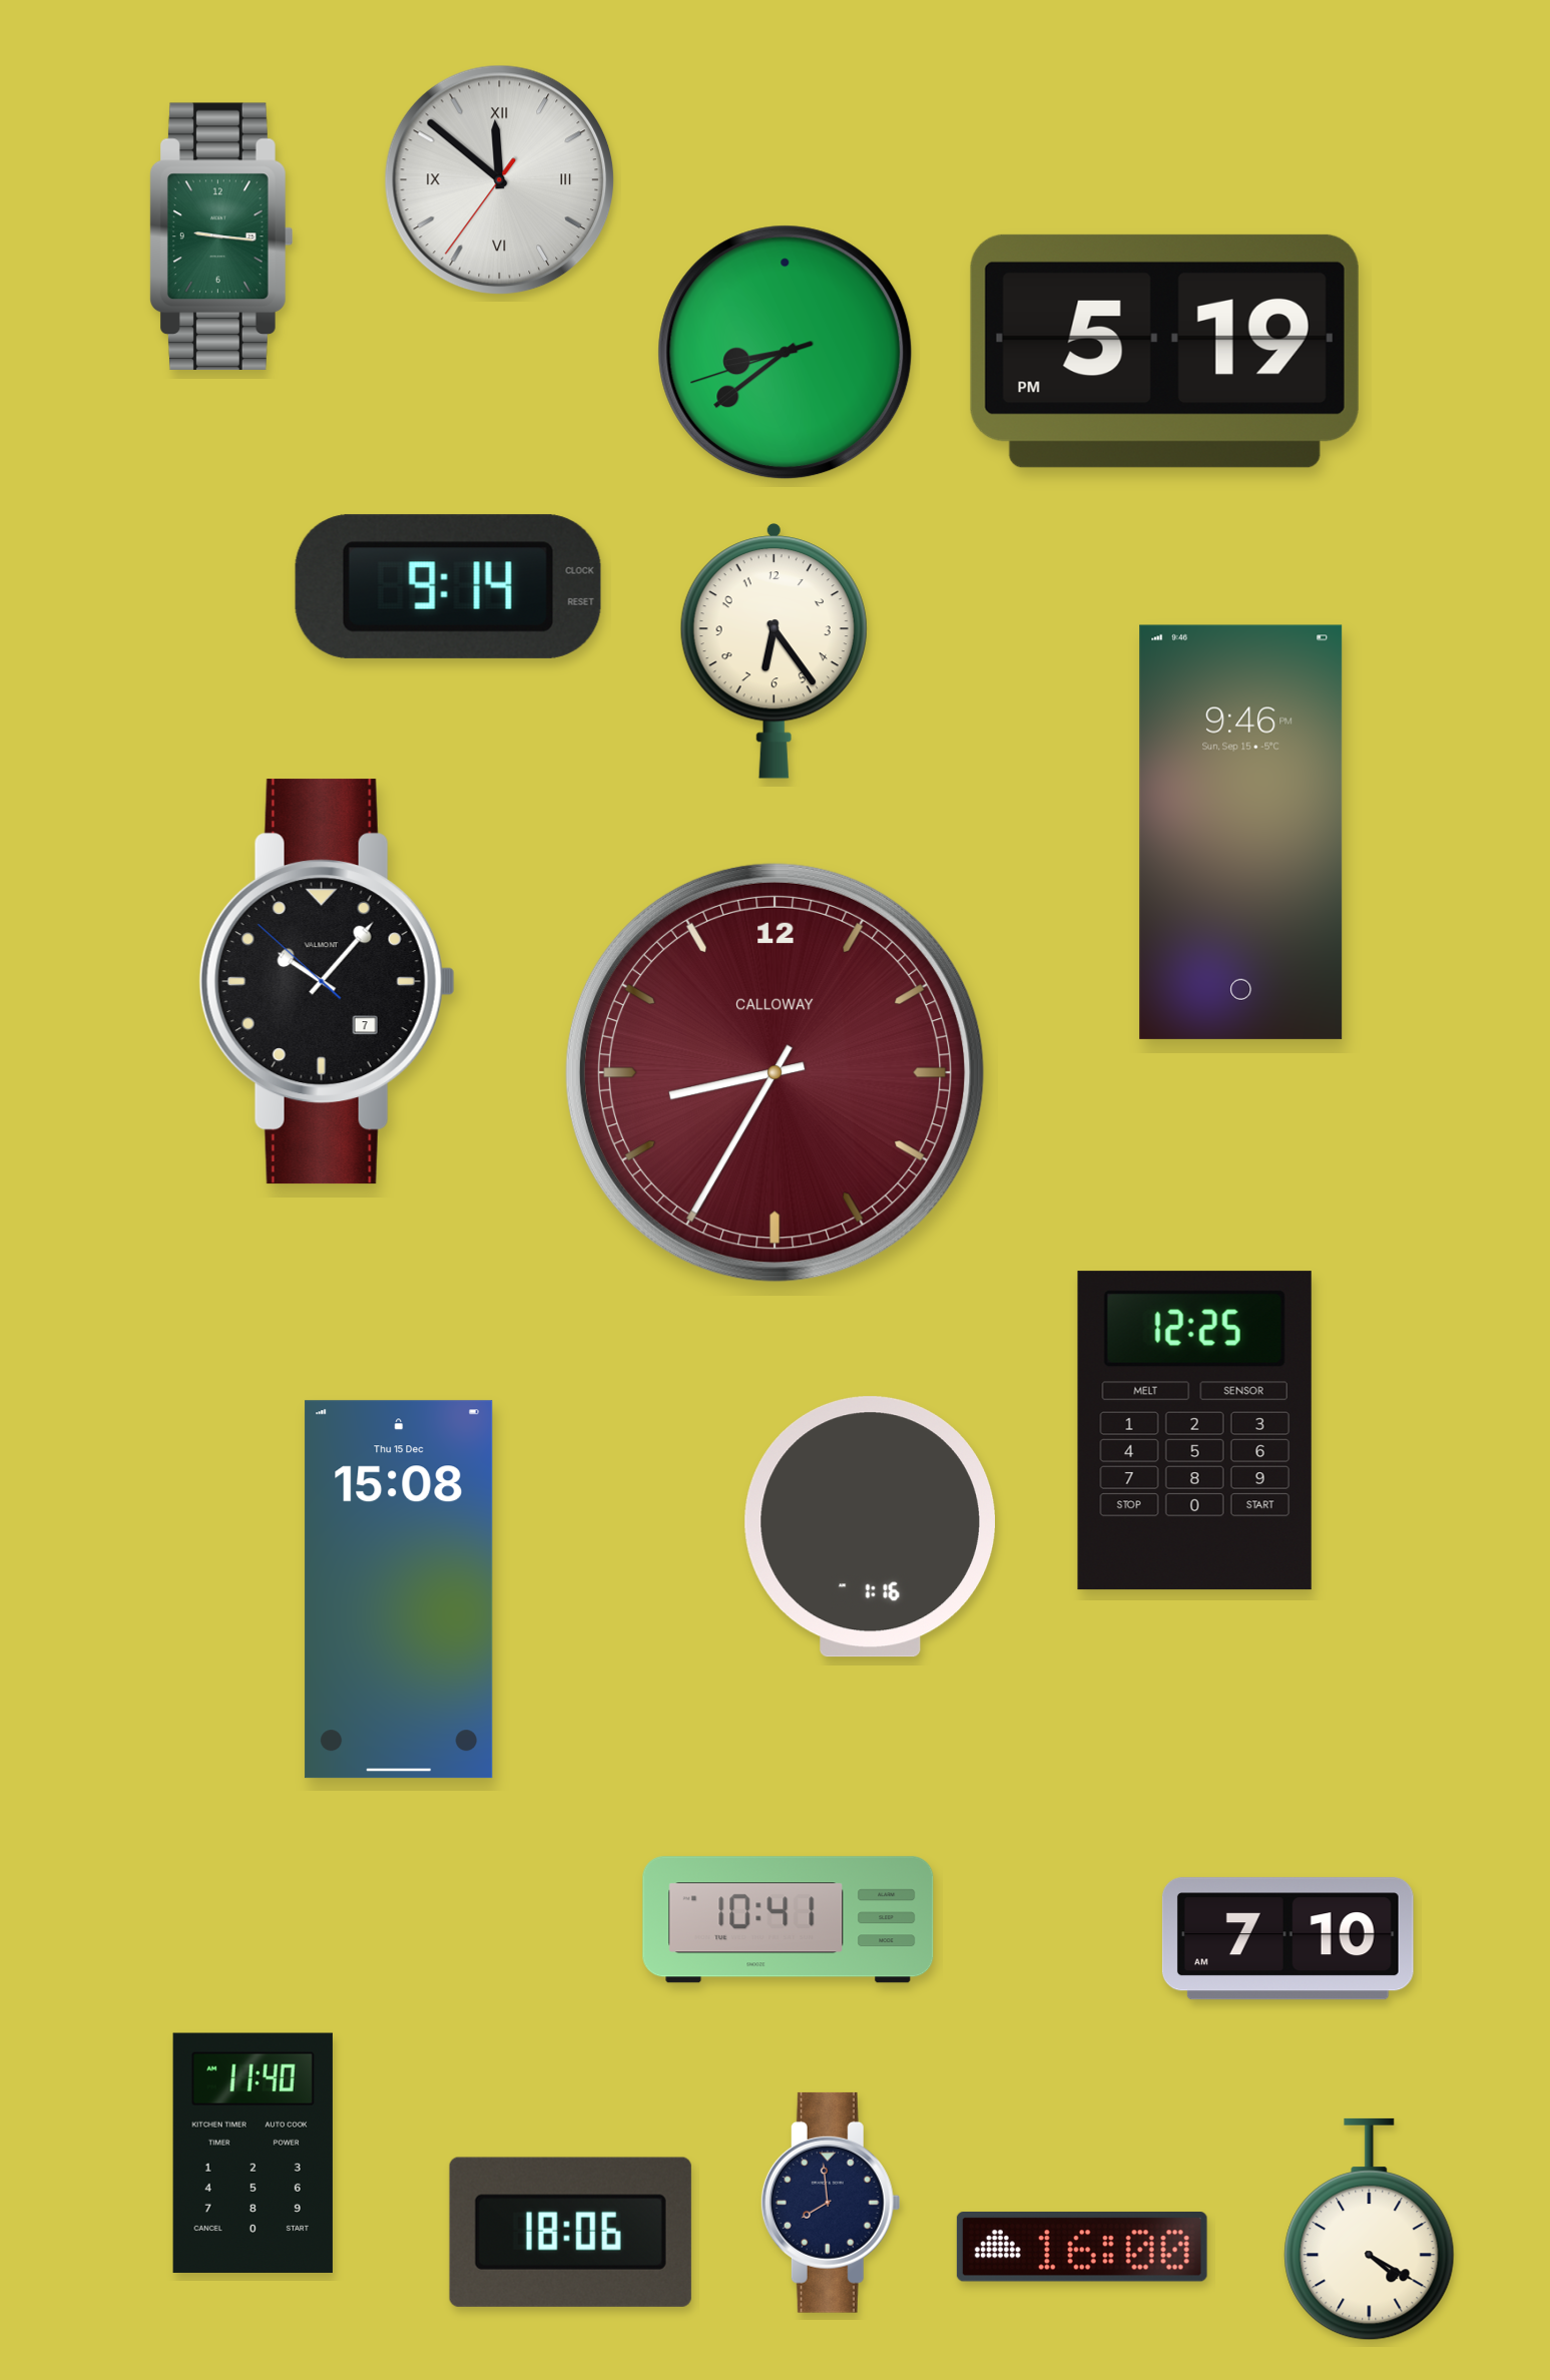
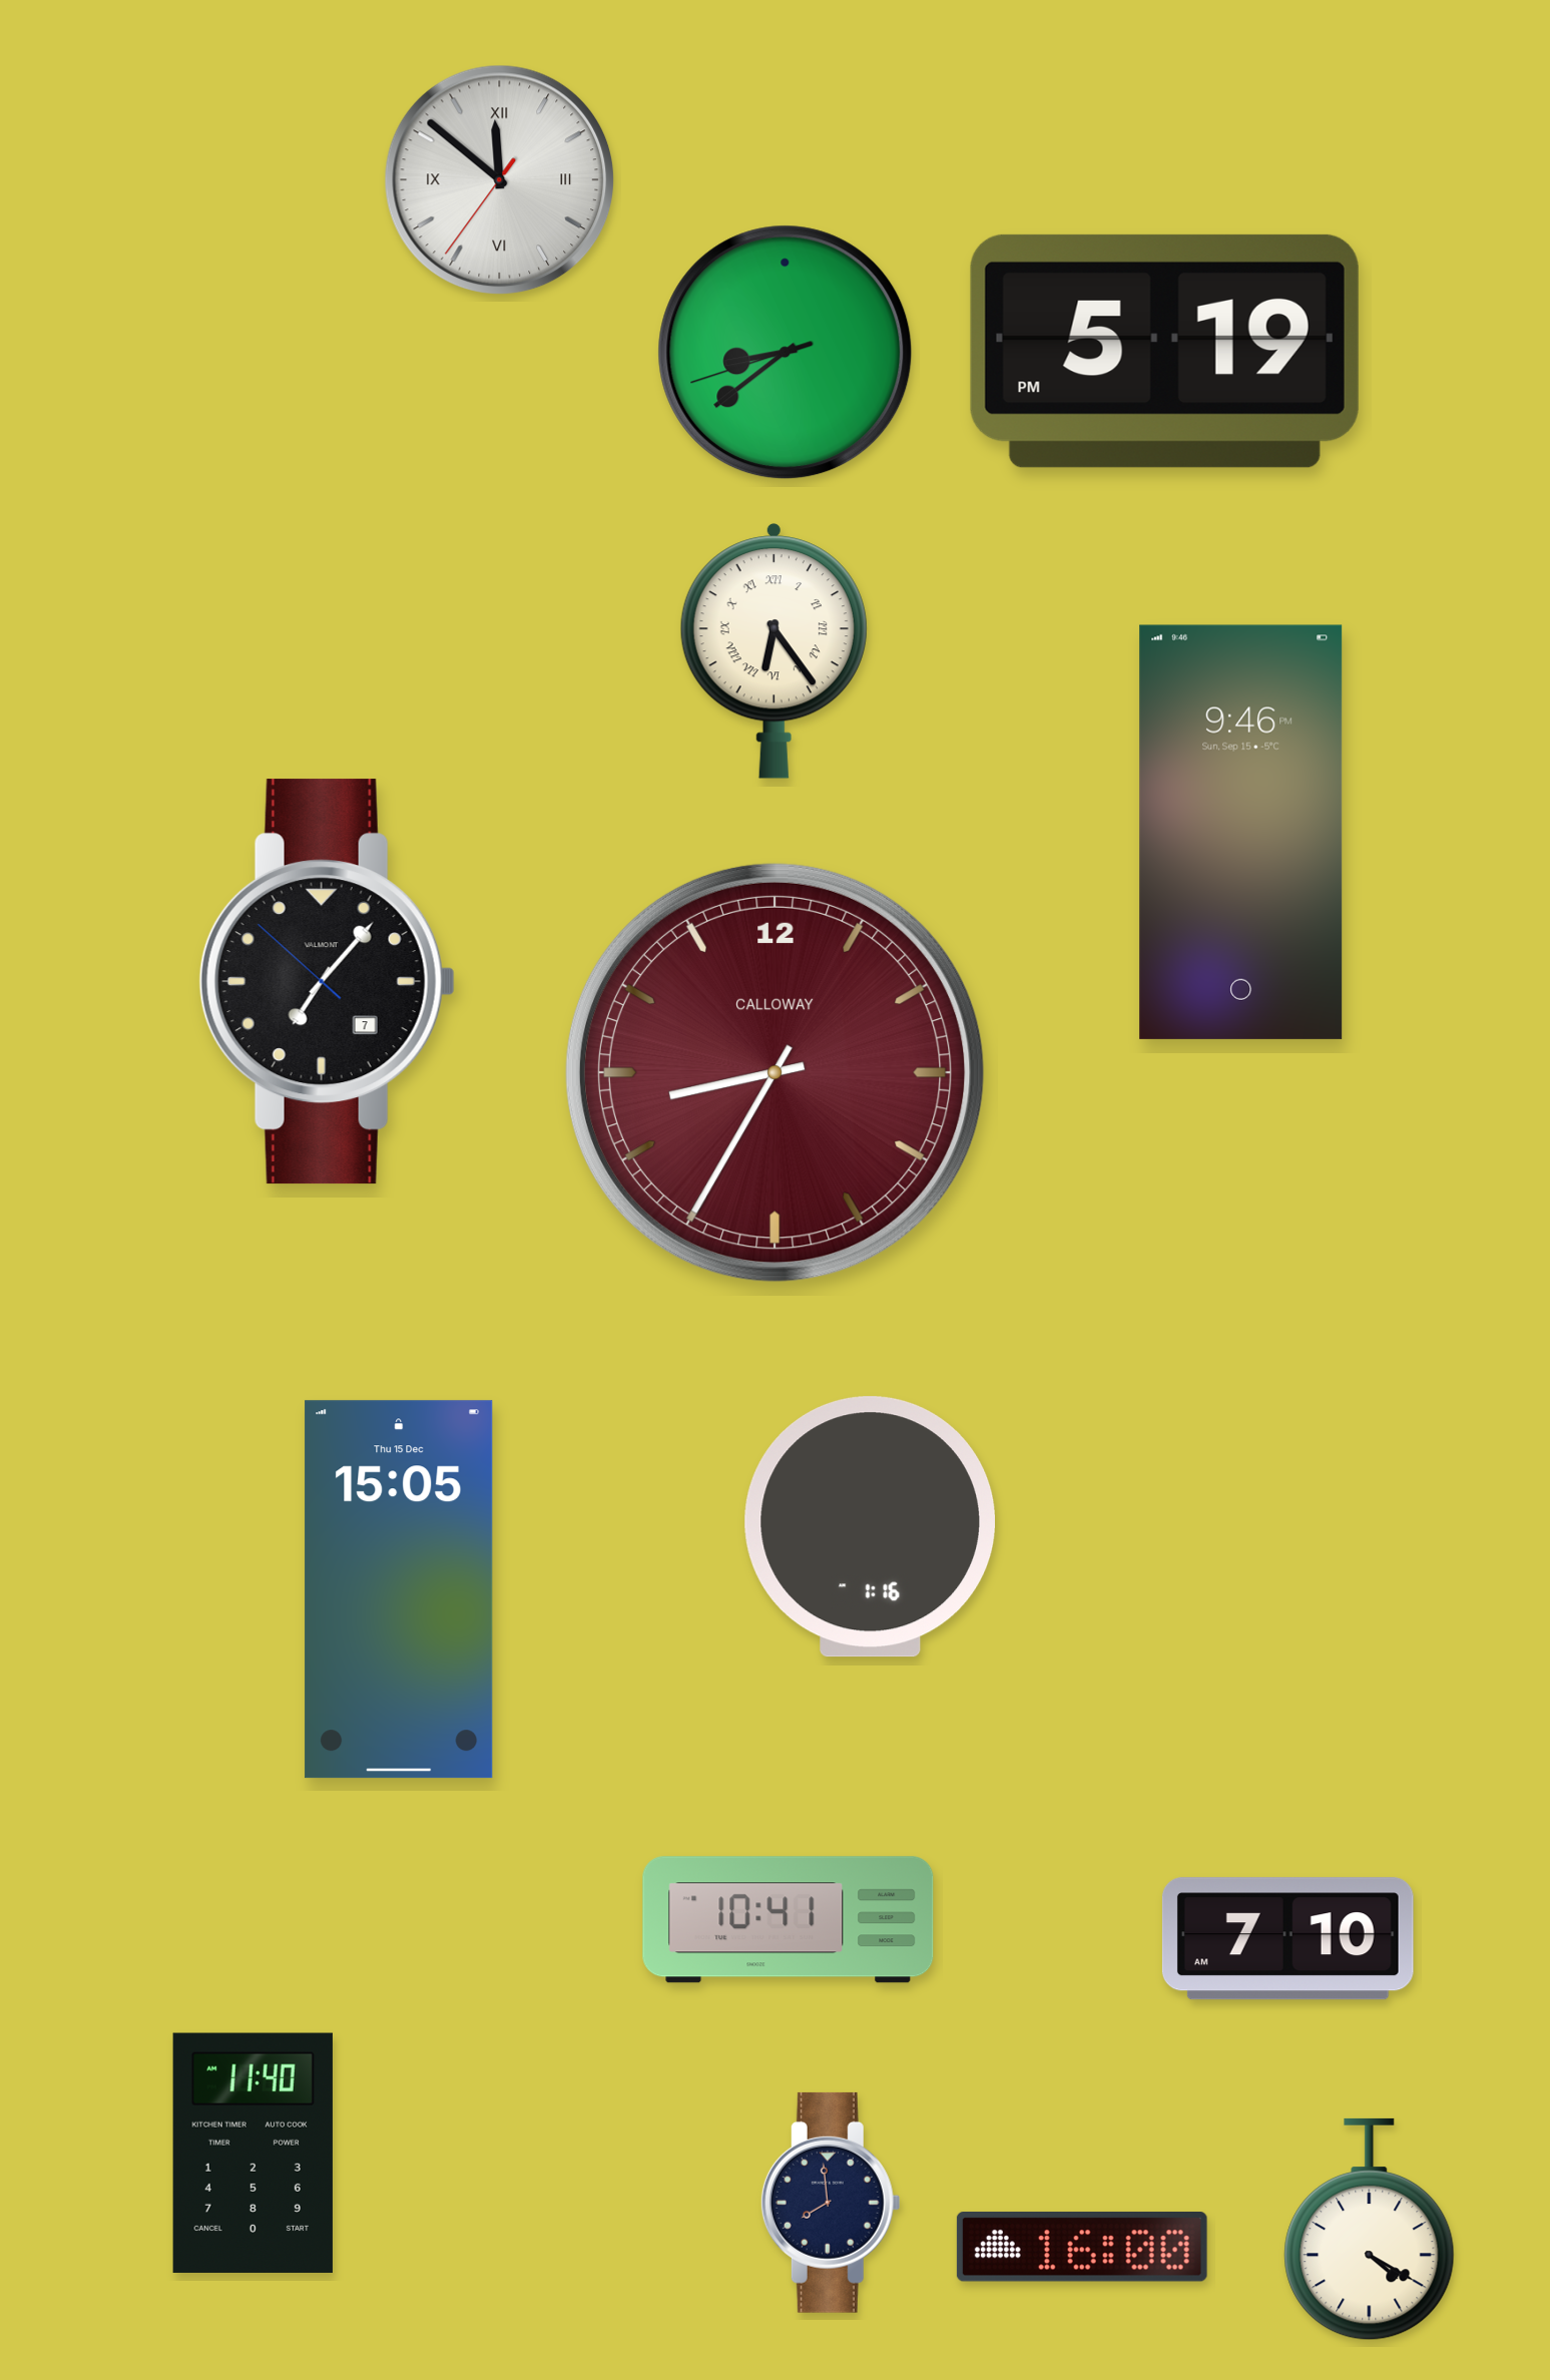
clock at (221, 235): 9:16 -> none
clock at (448, 586): 9:14 -> none
clock at (773, 651) numerals: Arabic -> Roman
clock at (327, 982): 10:06 -> 7:06
clock at (1194, 1431): 12:25 -> none
clock at (399, 1589): 15:08 -> 15:05
clock at (570, 2232): 18:06 -> none
